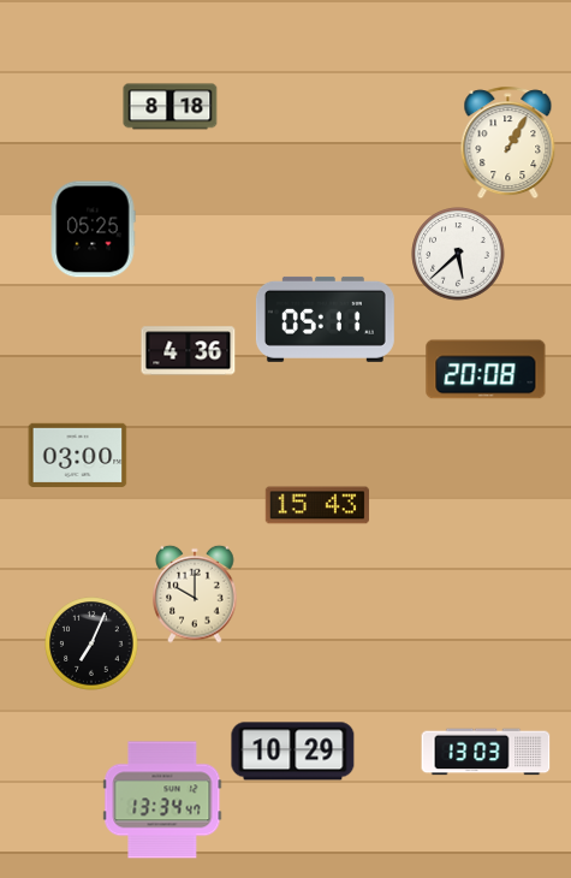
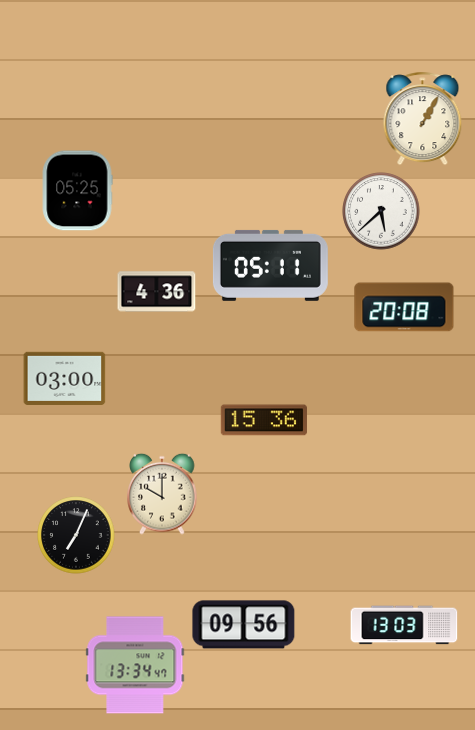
clock at (171, 107): 8:18 -> none
clock at (317, 505): 15:43 -> 15:36
clock at (293, 752): 10:29 -> 09:56
